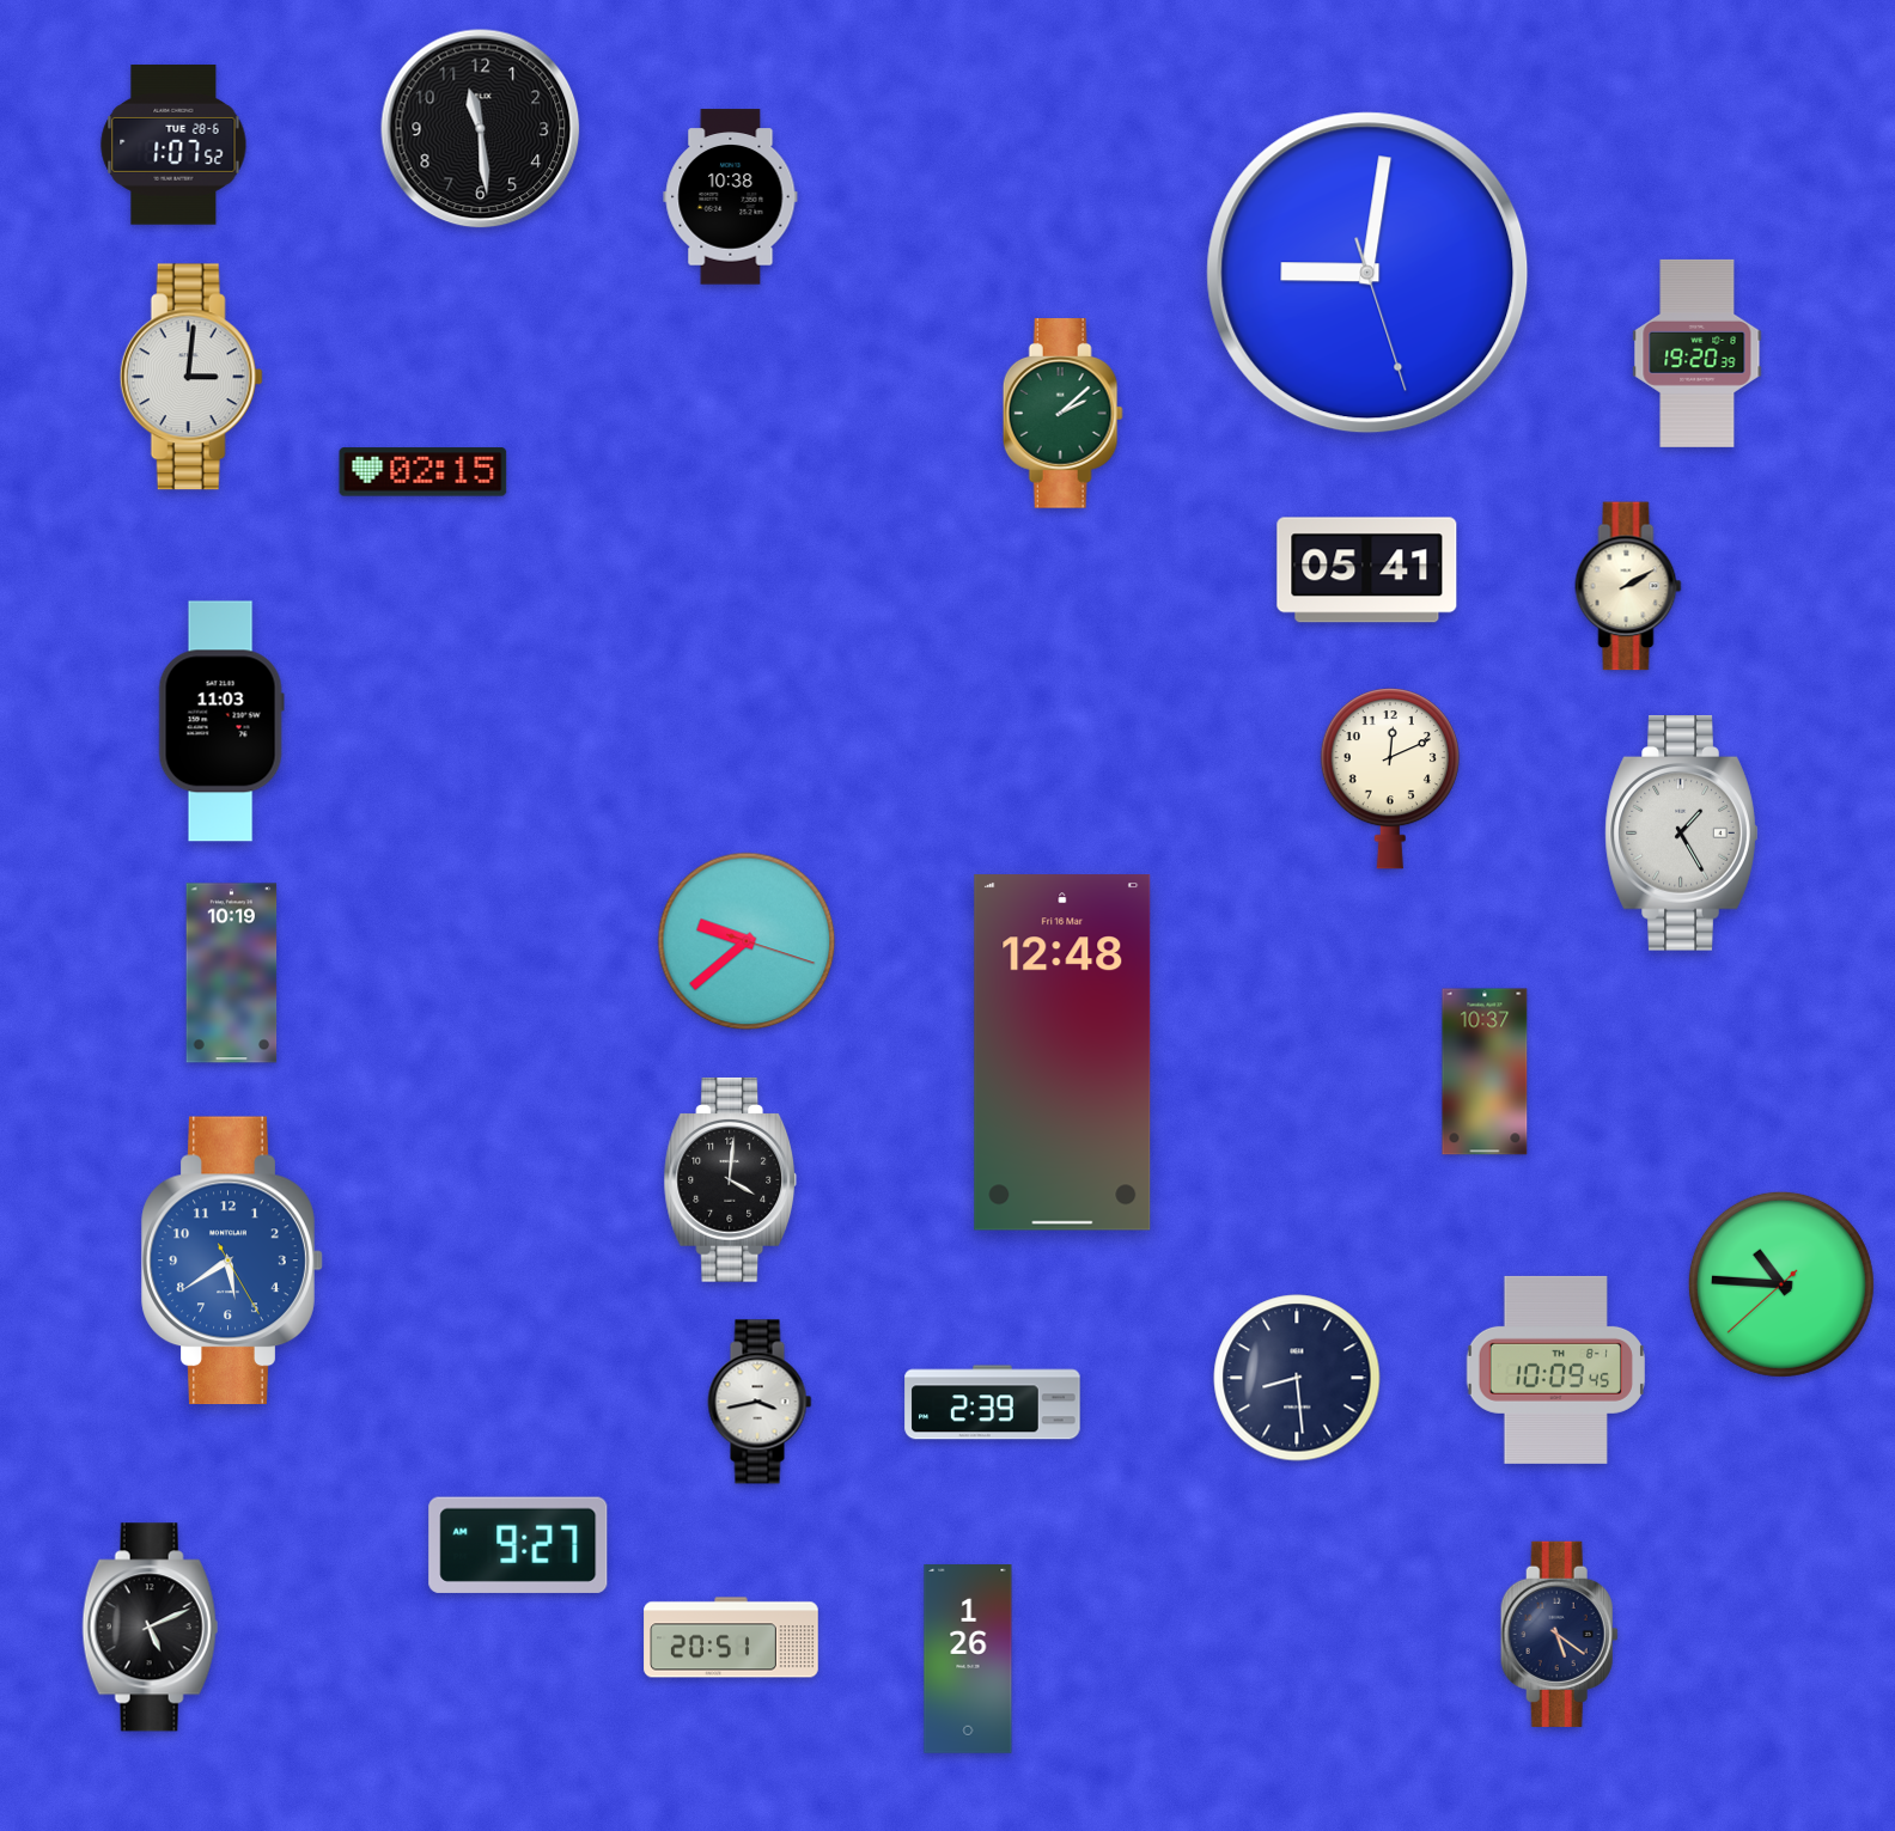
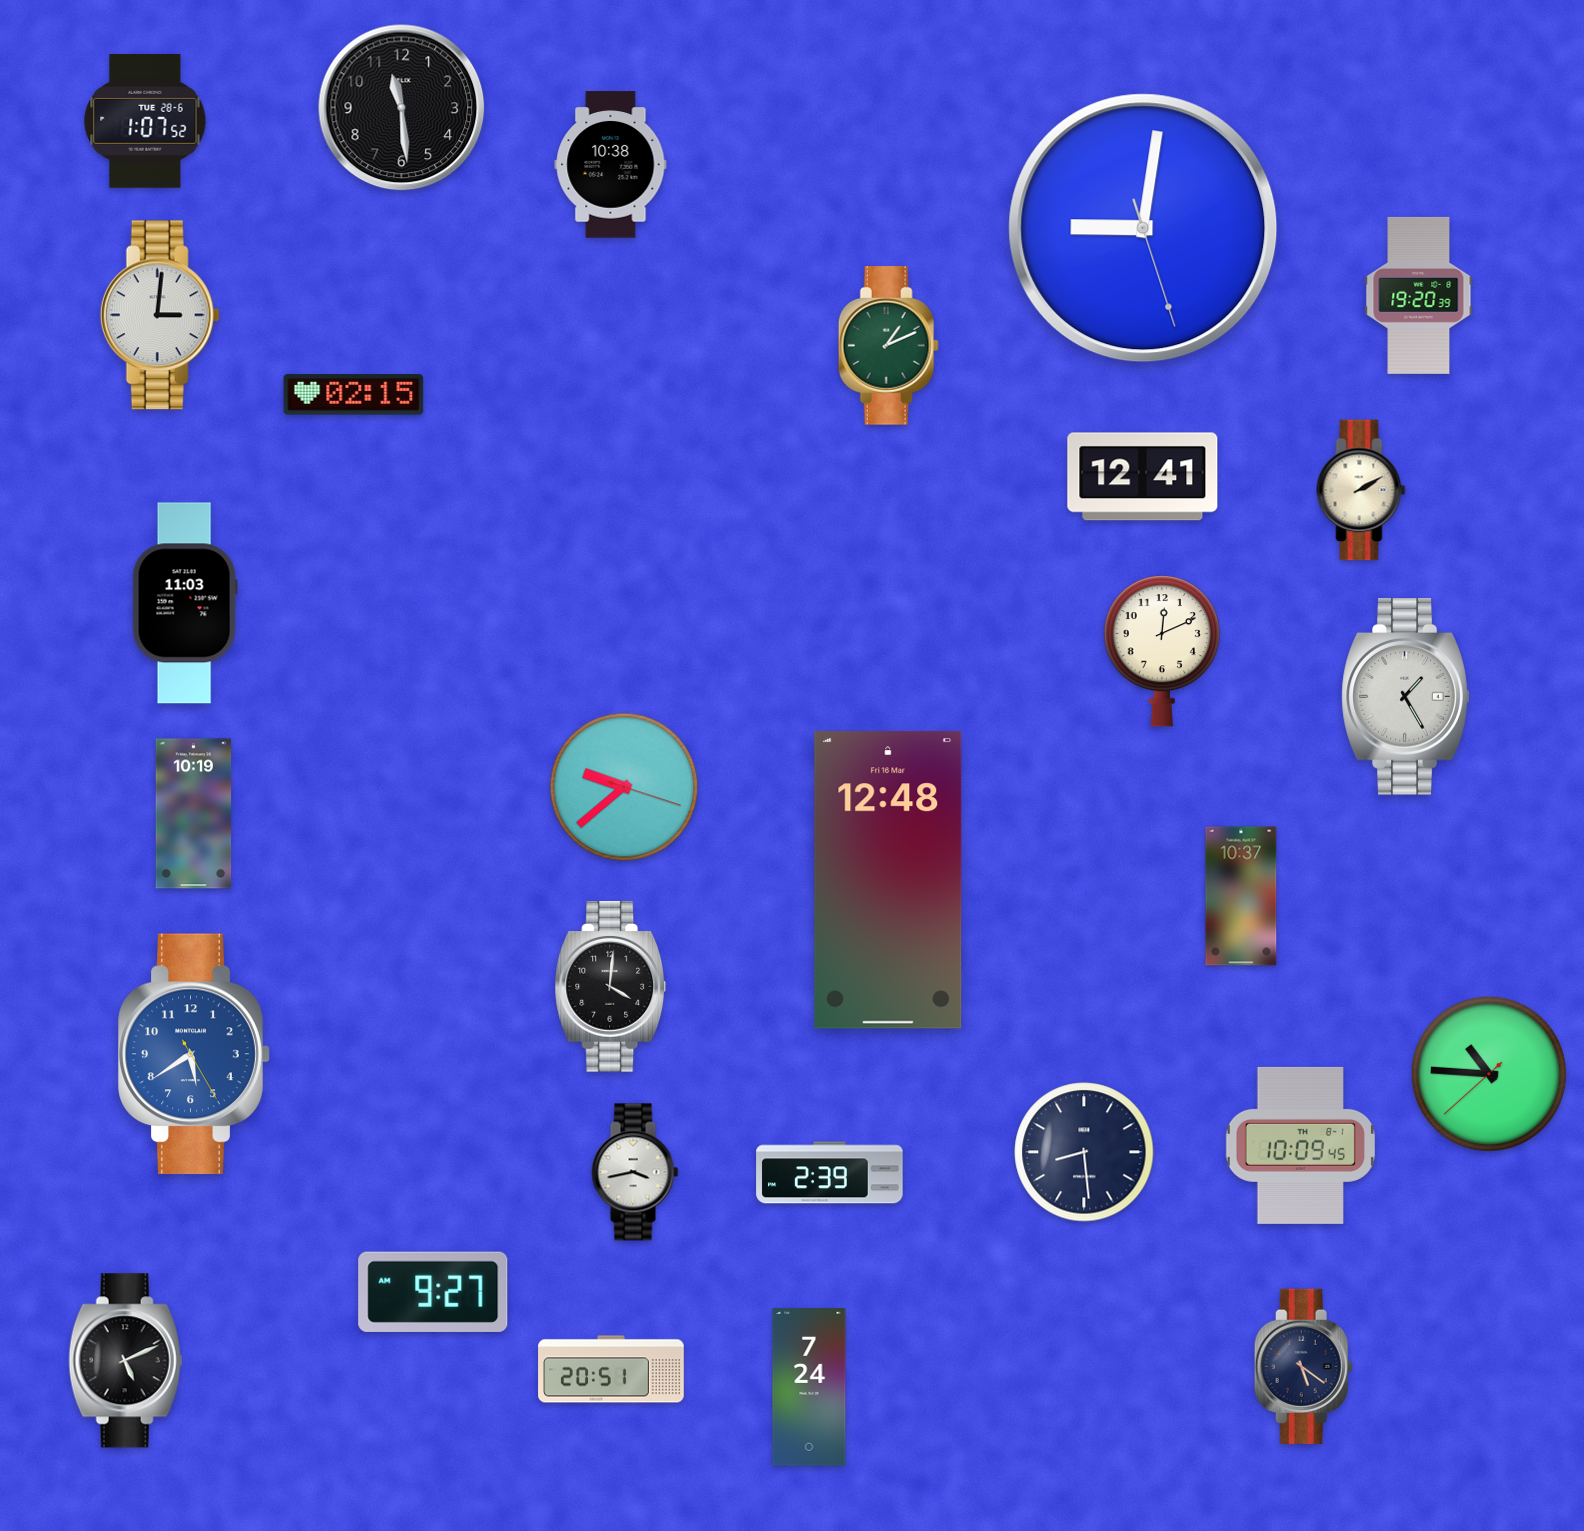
clock at (1062, 414): 2:08 -> 1:11
clock at (1367, 570): 05:41 -> 12:41
clock at (968, 1660): 1:26 -> 7:24
